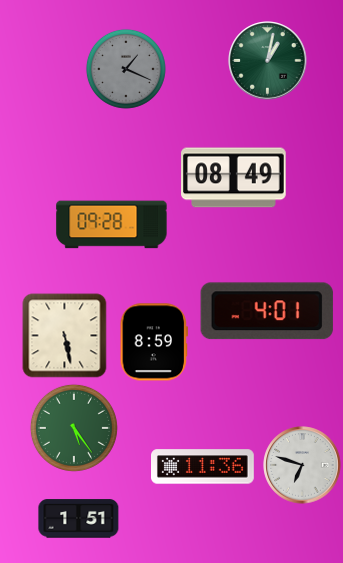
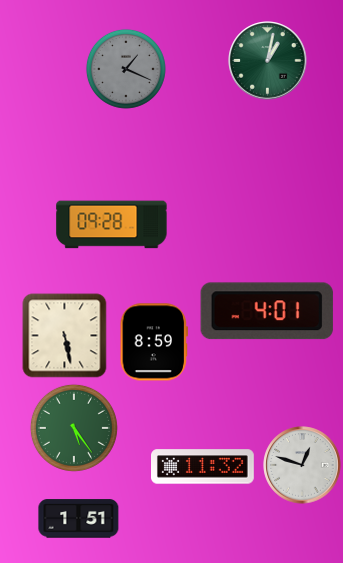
clock at (234, 178): 08:49 -> none
clock at (302, 465): 6:48 -> 12:48
clock at (203, 467): 11:36 -> 11:32
